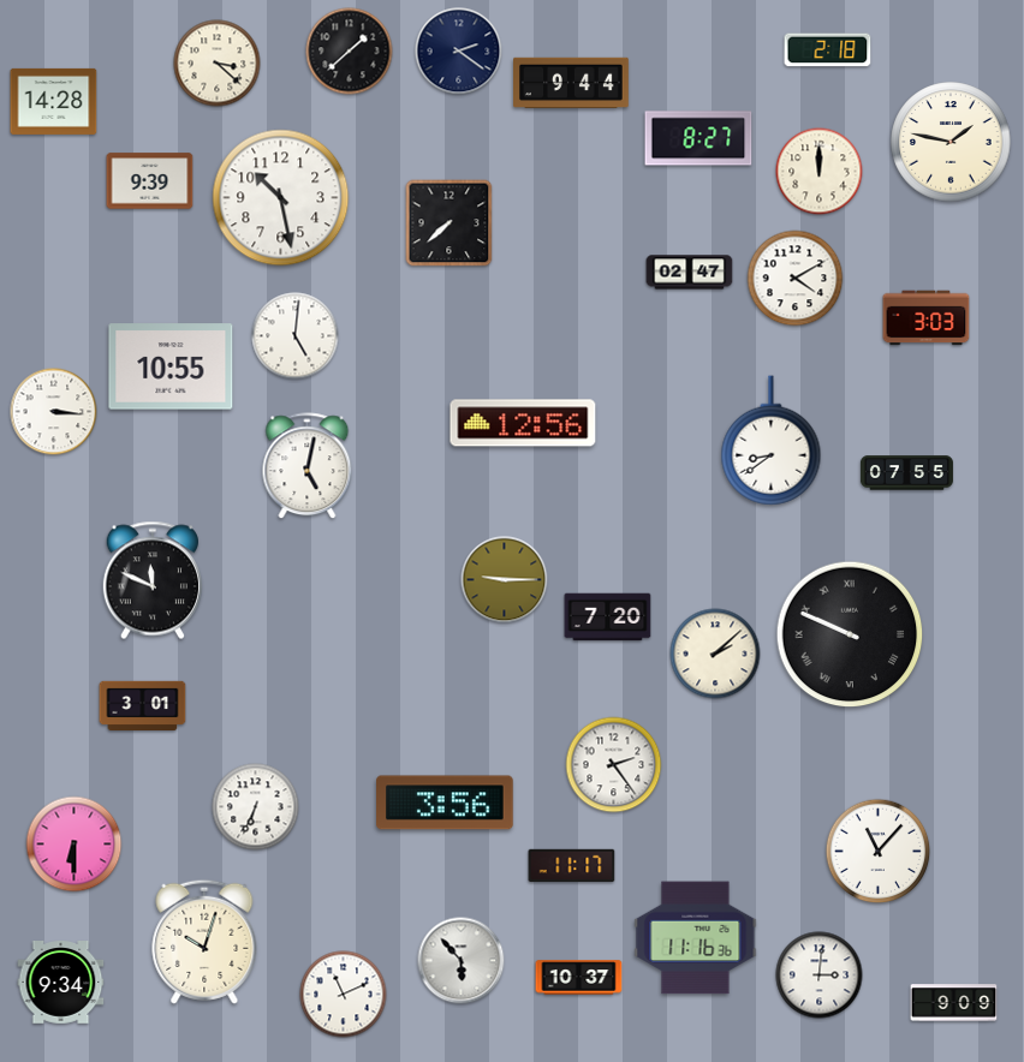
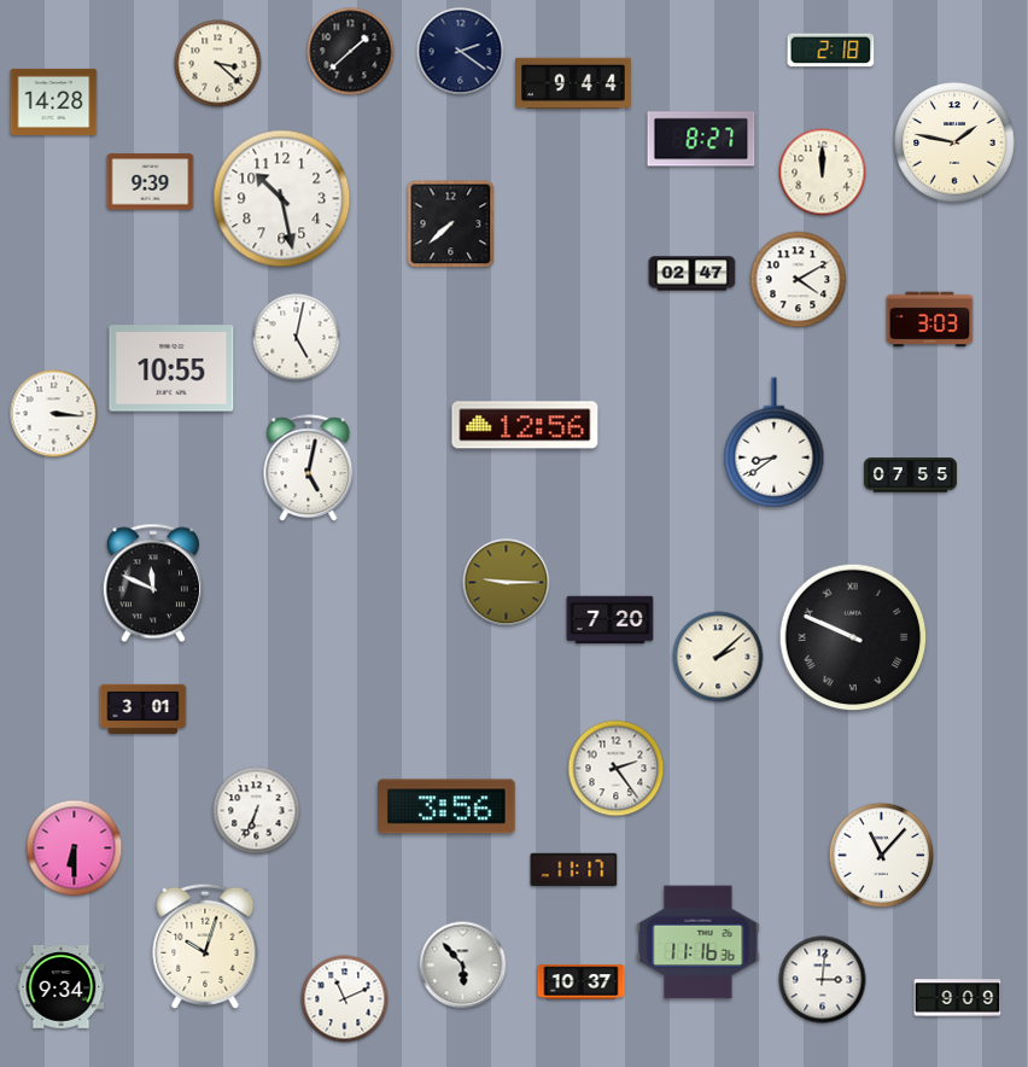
clock at (296, 336): 5:01 -> 5:02
clock at (954, 1003) position: (954, 1003) -> (958, 998)
